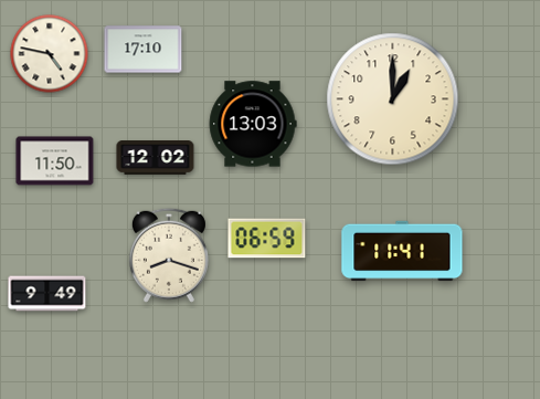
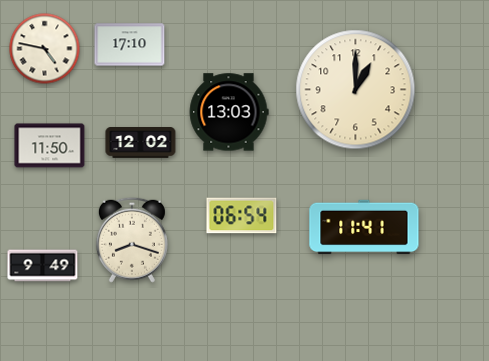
clock at (267, 239): 06:59 -> 06:54
clock at (169, 255) position: (169, 255) -> (132, 240)
